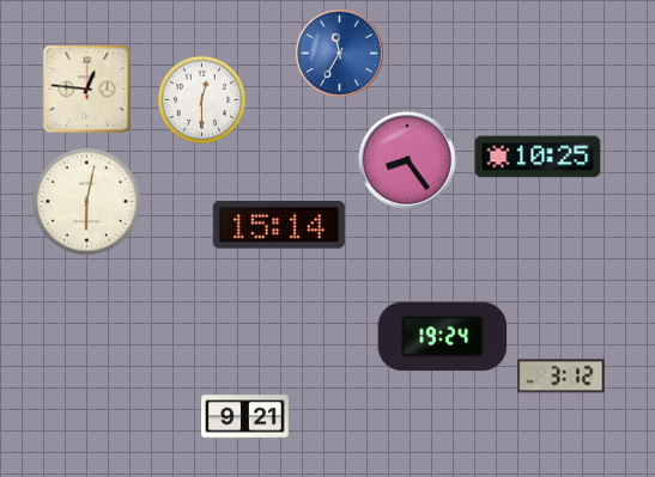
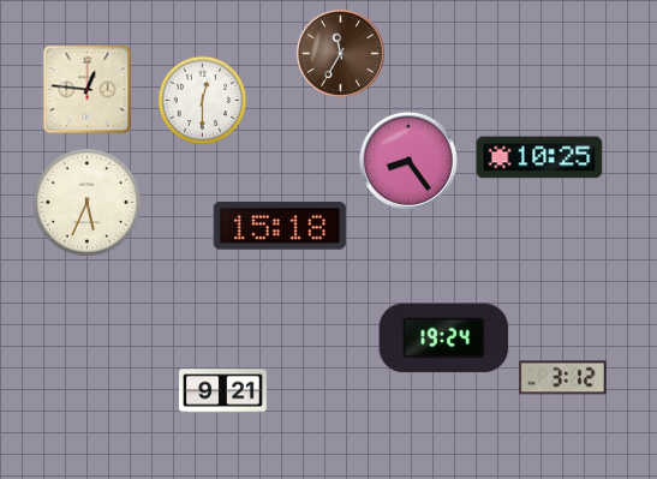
clock at (339, 53) dial: blue -> brown
clock at (87, 202): 6:02 -> 5:34
clock at (279, 226): 15:14 -> 15:18
clock at (245, 417) position: (245, 417) -> (223, 391)
